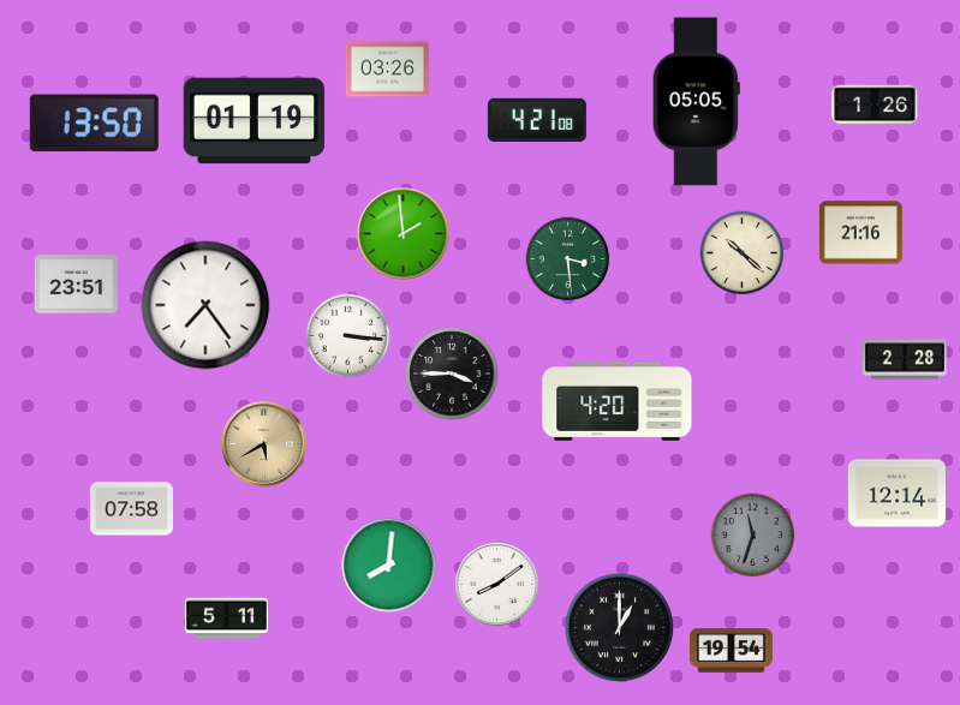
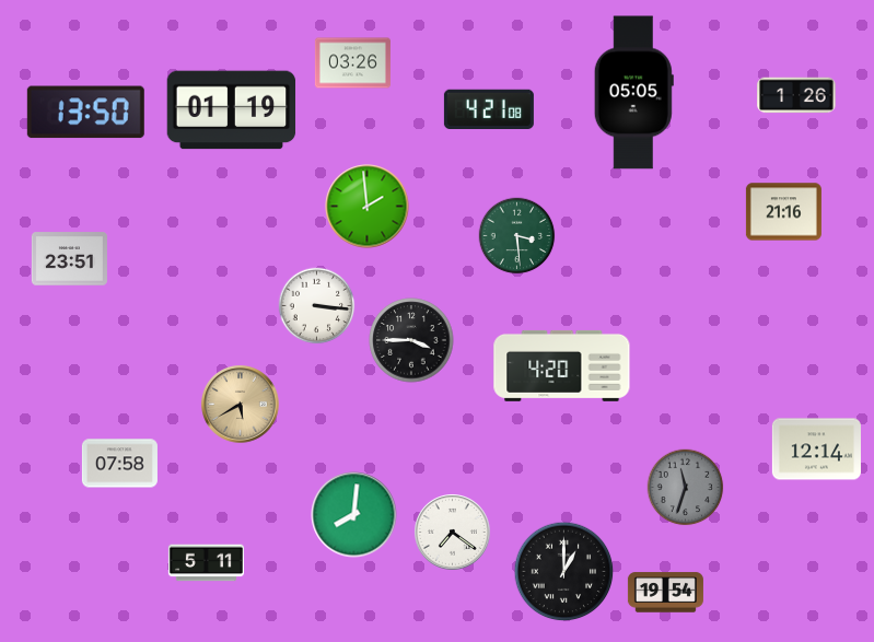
clock at (404, 234) position: (404, 234) -> (368, 207)
clock at (743, 253): 10:22 -> none
clock at (205, 305): 7:24 -> none
clock at (906, 359): 2:28 -> none
clock at (497, 585): 8:09 -> 7:21
